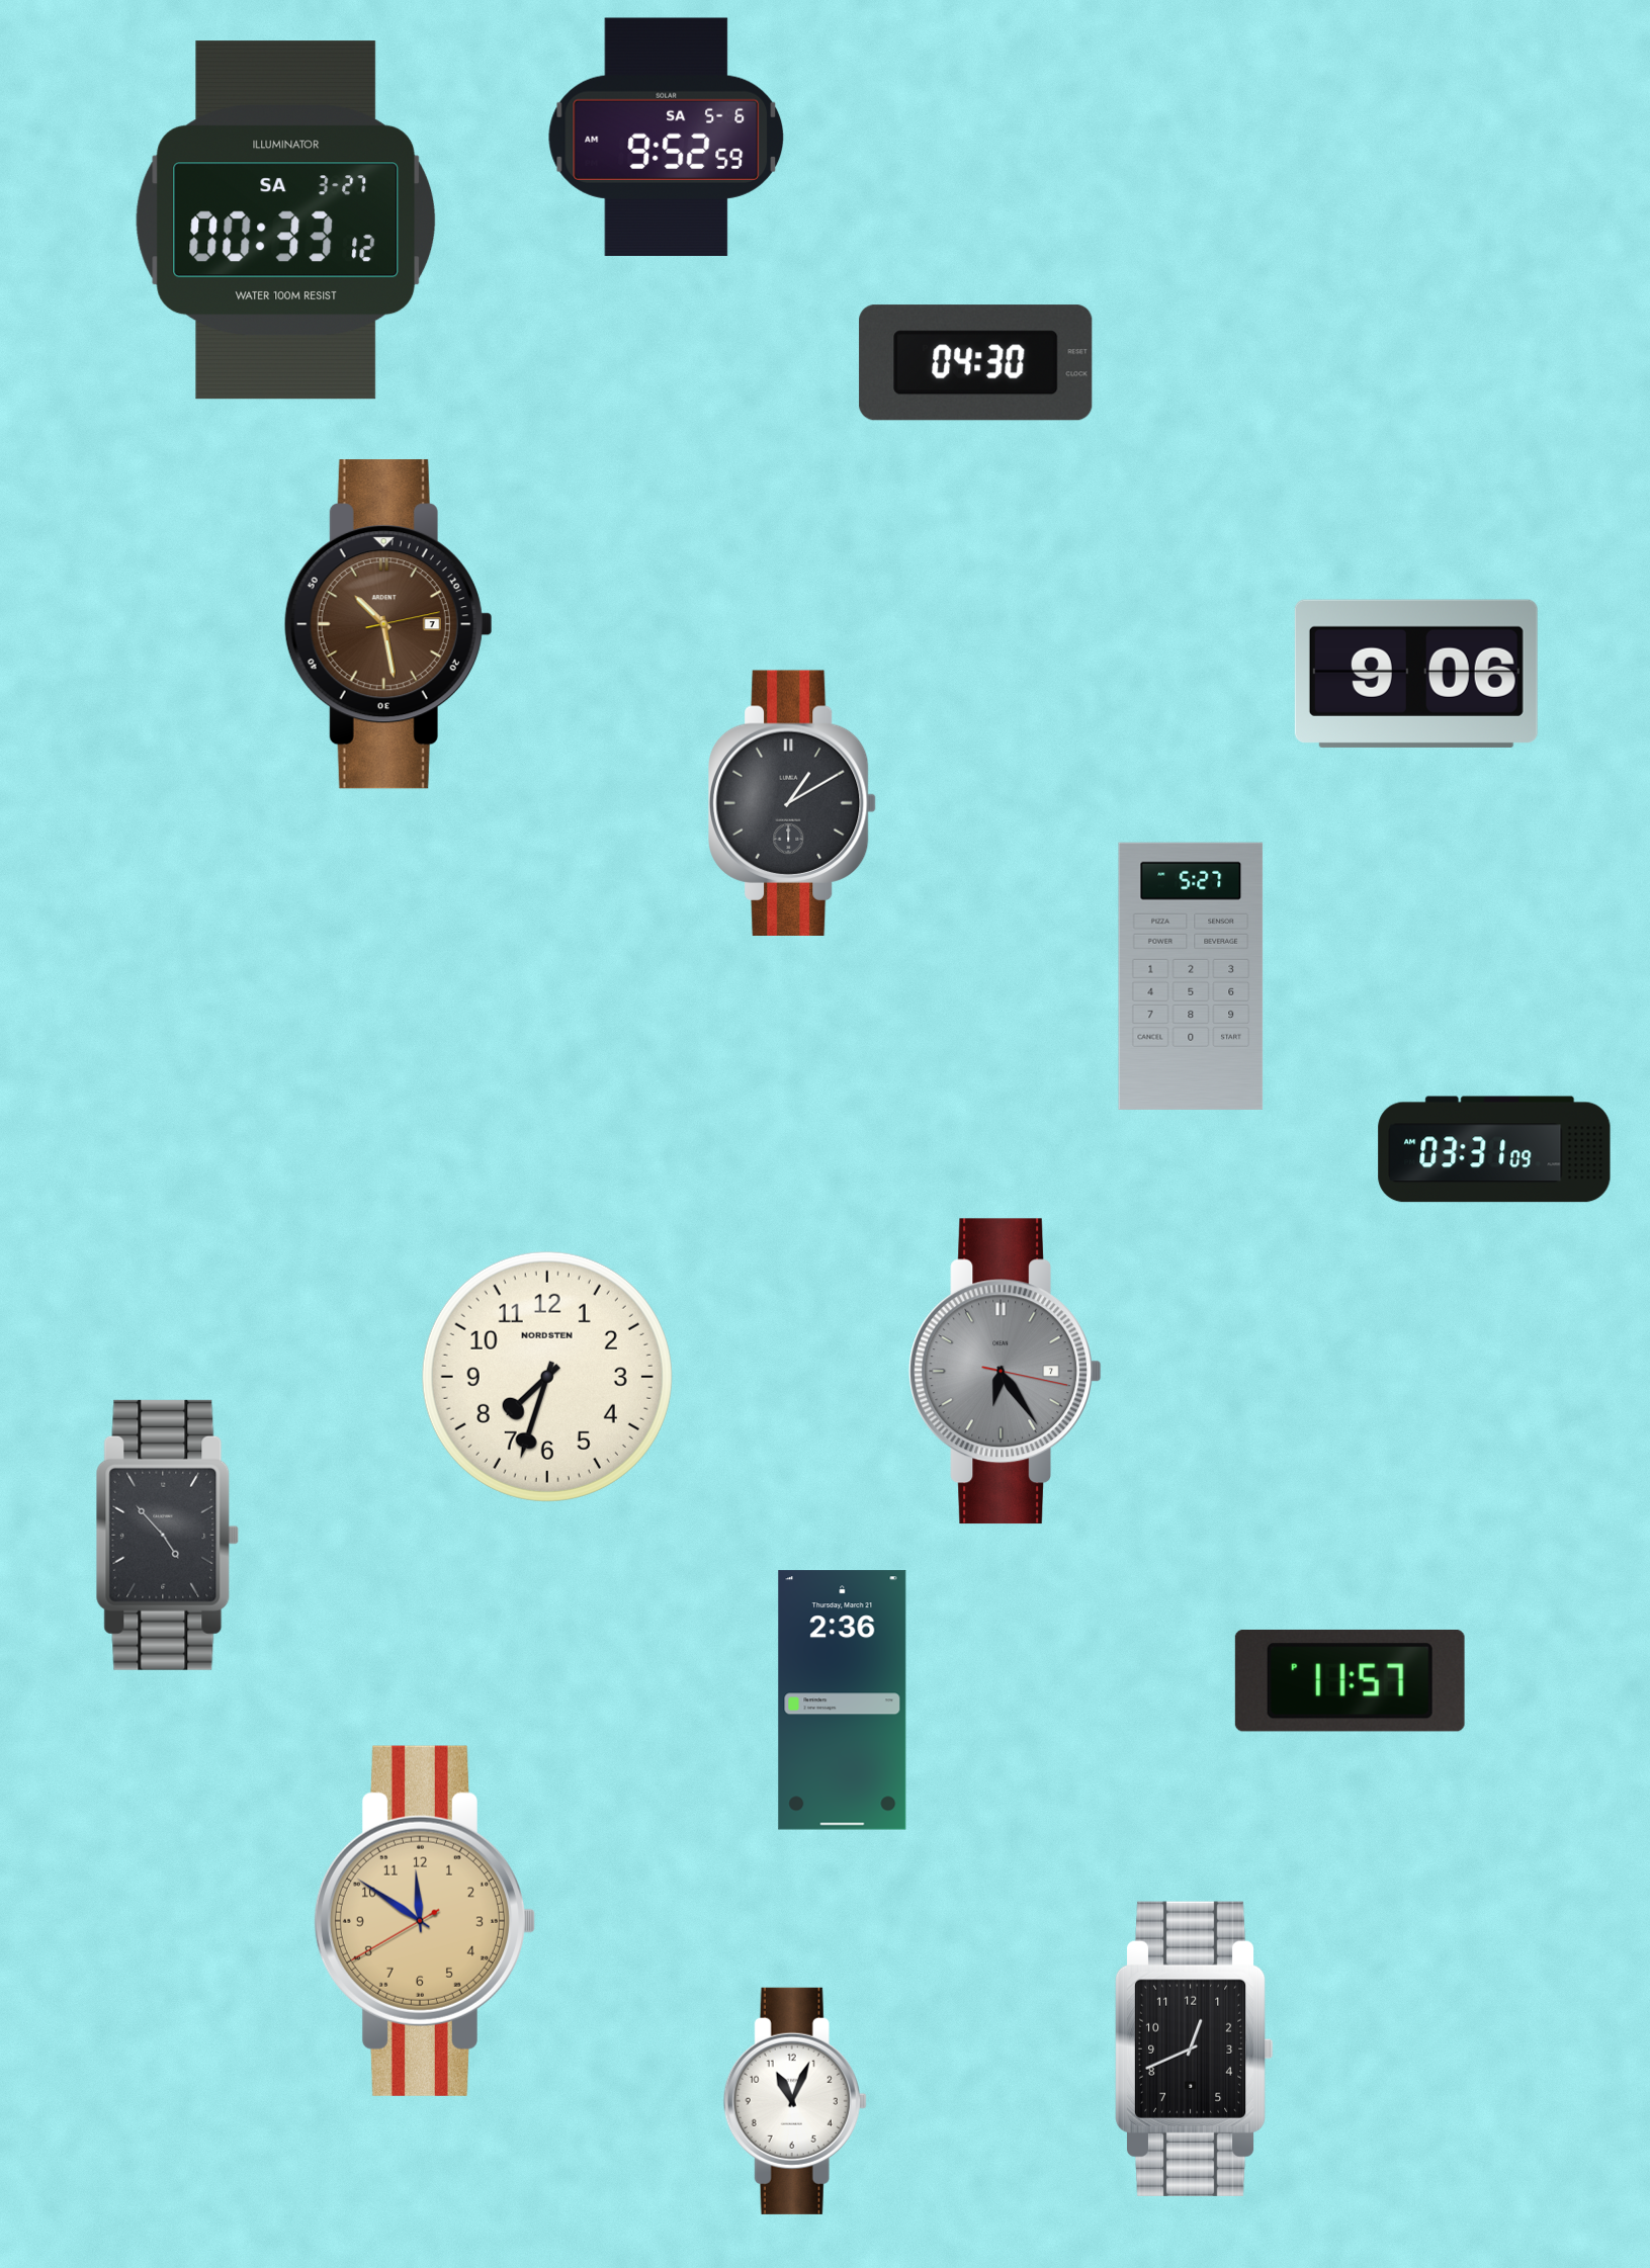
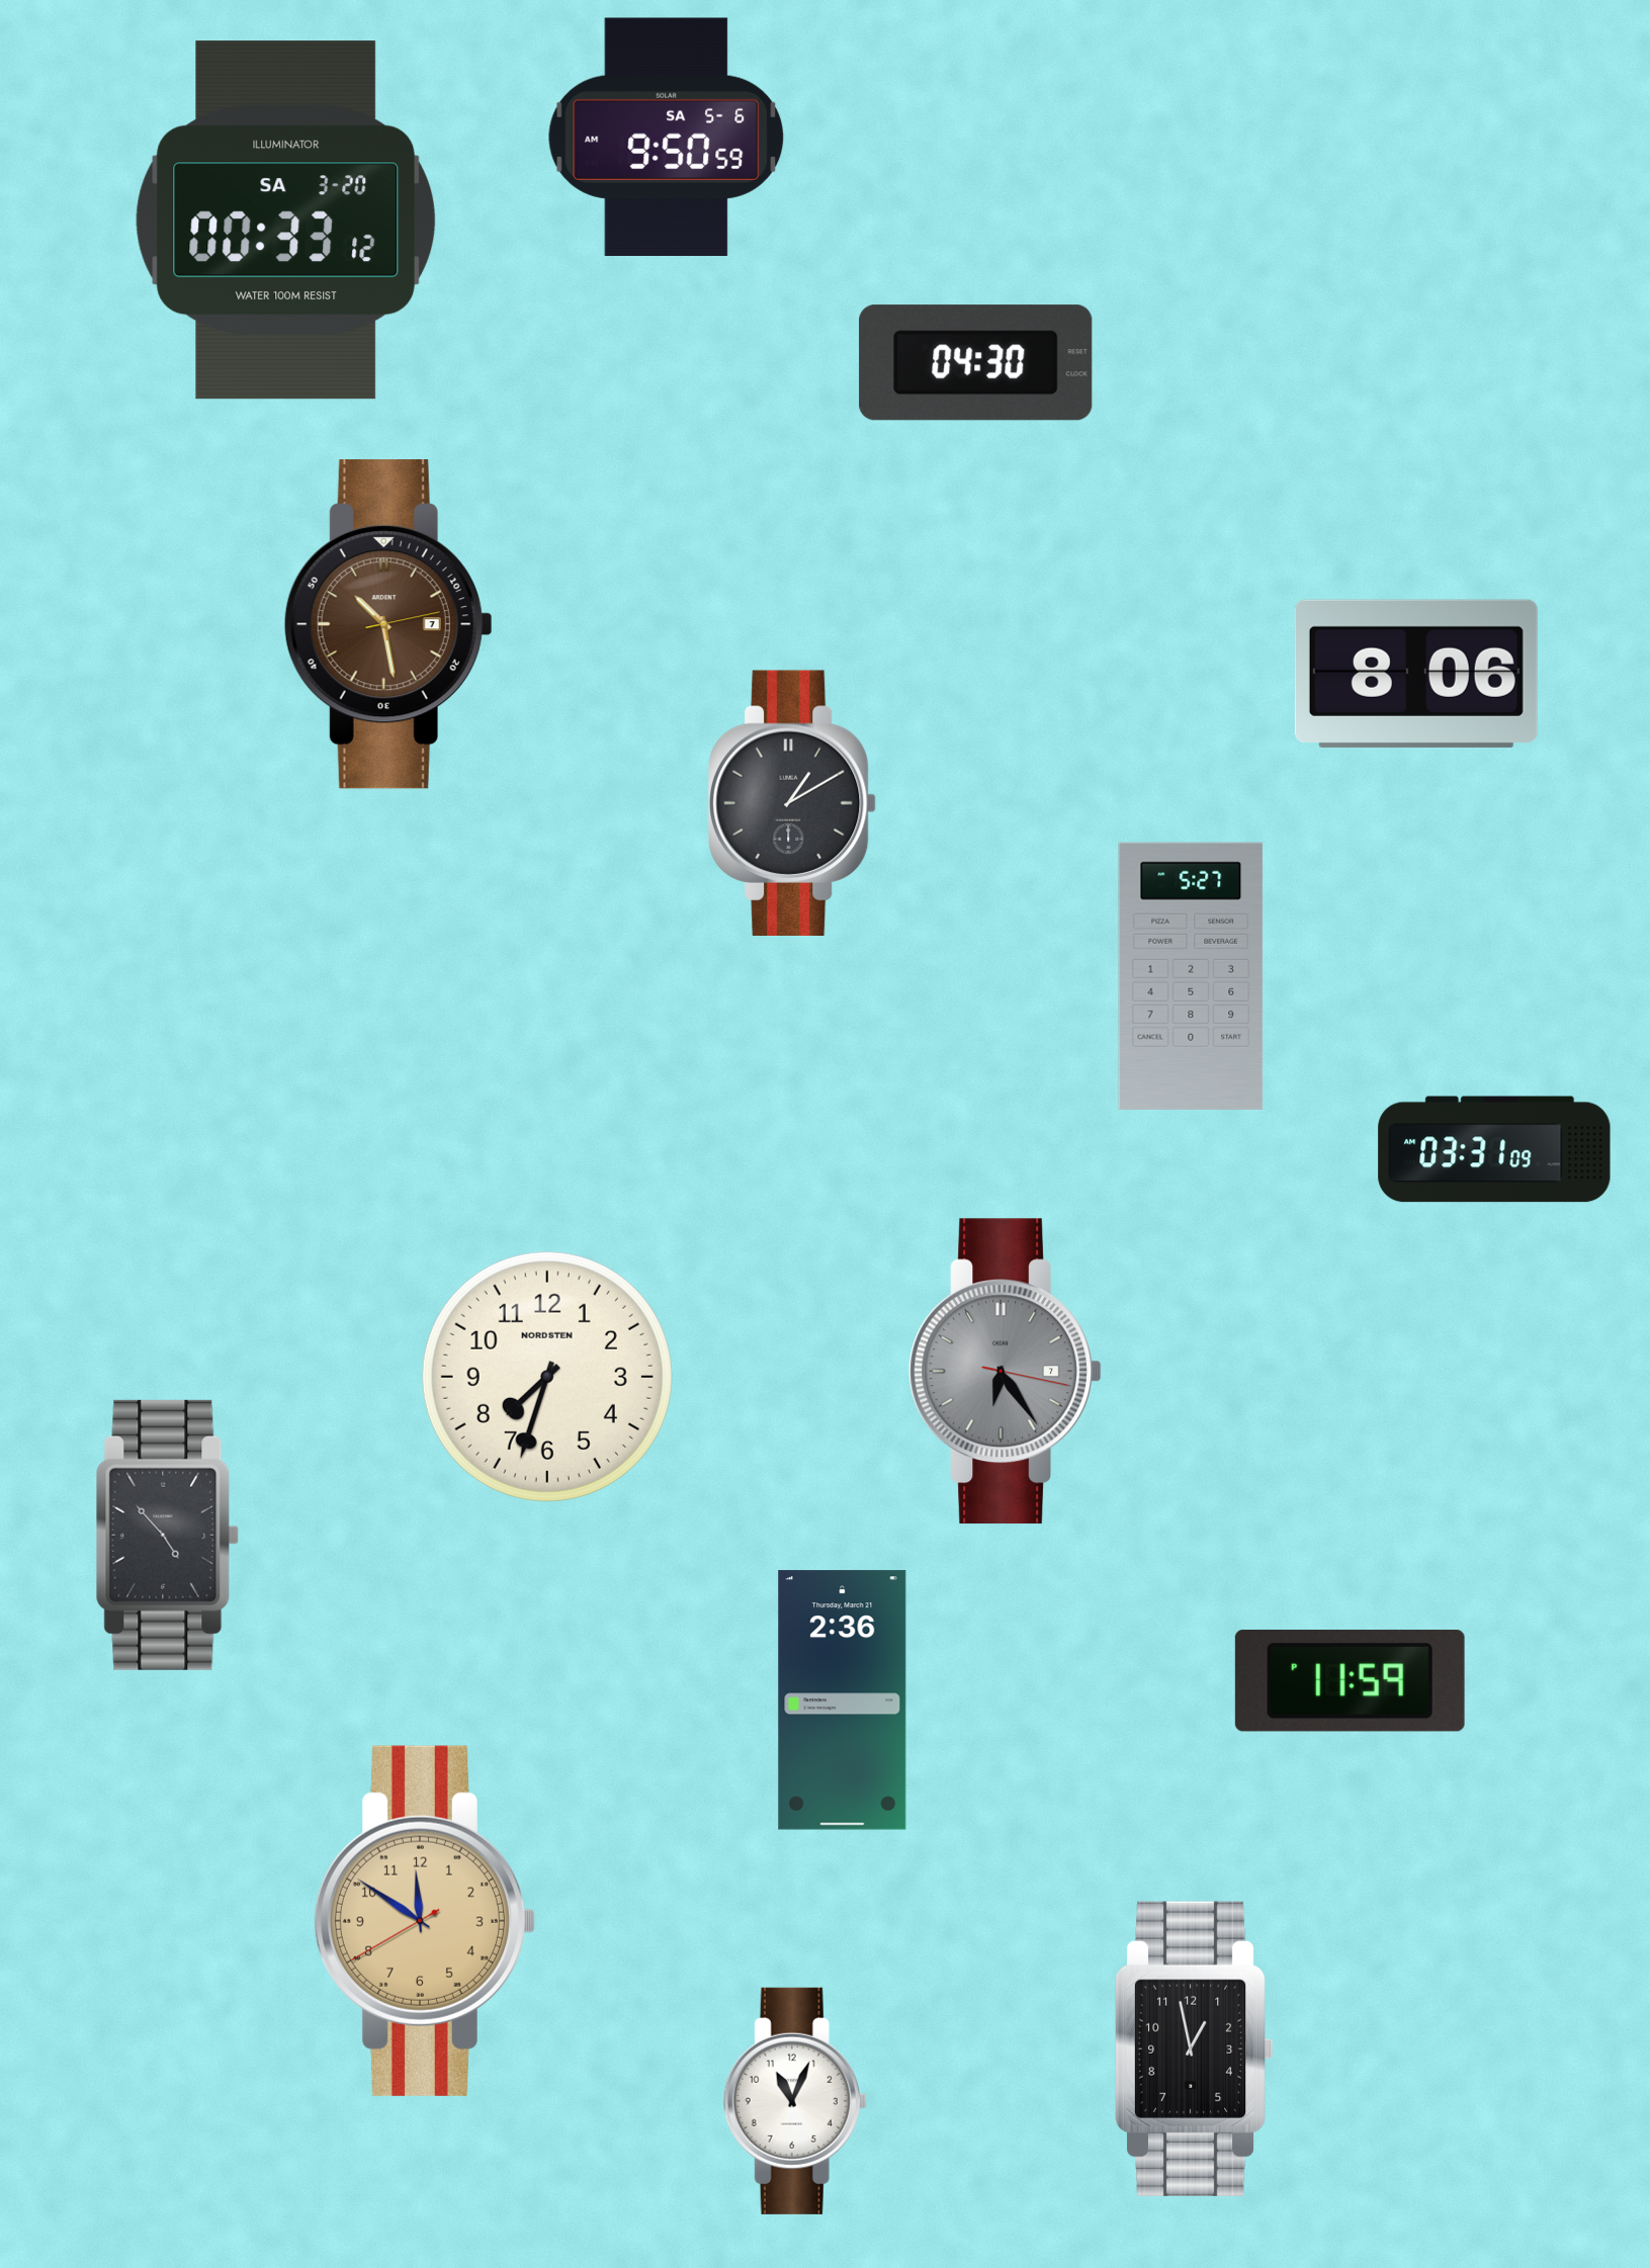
clock at (667, 137): 9:52 -> 9:50
clock at (286, 221) date: SA 3-27 -> SA 3-20
clock at (1416, 674): 9:06 -> 8:06
clock at (1350, 1680): 11:57 -> 11:59
clock at (1194, 2048): 12:41 -> 12:58
